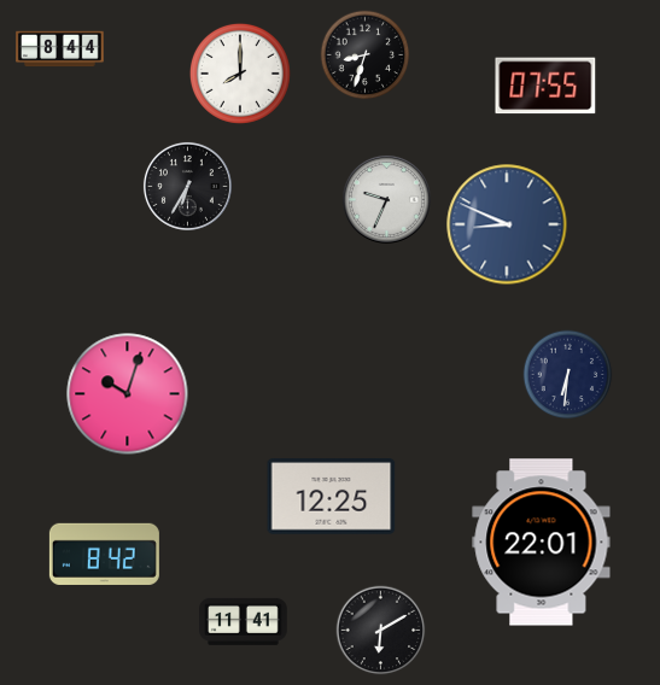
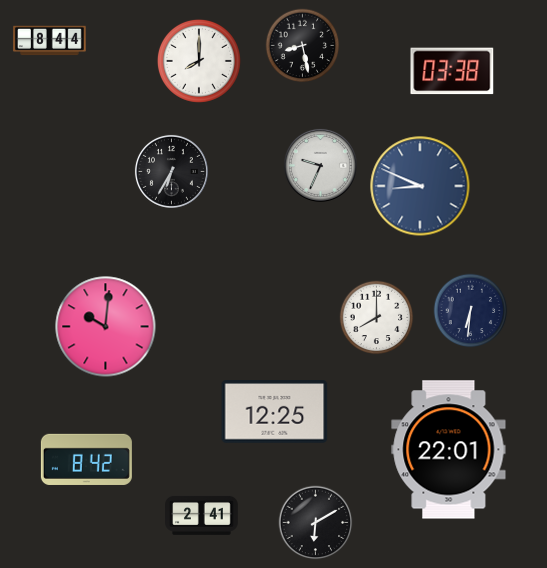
clock at (366, 55): 8:33 -> 8:28
clock at (545, 86): 07:55 -> 03:38
clock at (187, 186) position: (187, 186) -> (171, 171)
clock at (377, 318): none -> 8:00
clock at (128, 394): 10:03 -> 10:01
clock at (244, 621): 11:41 -> 2:41
